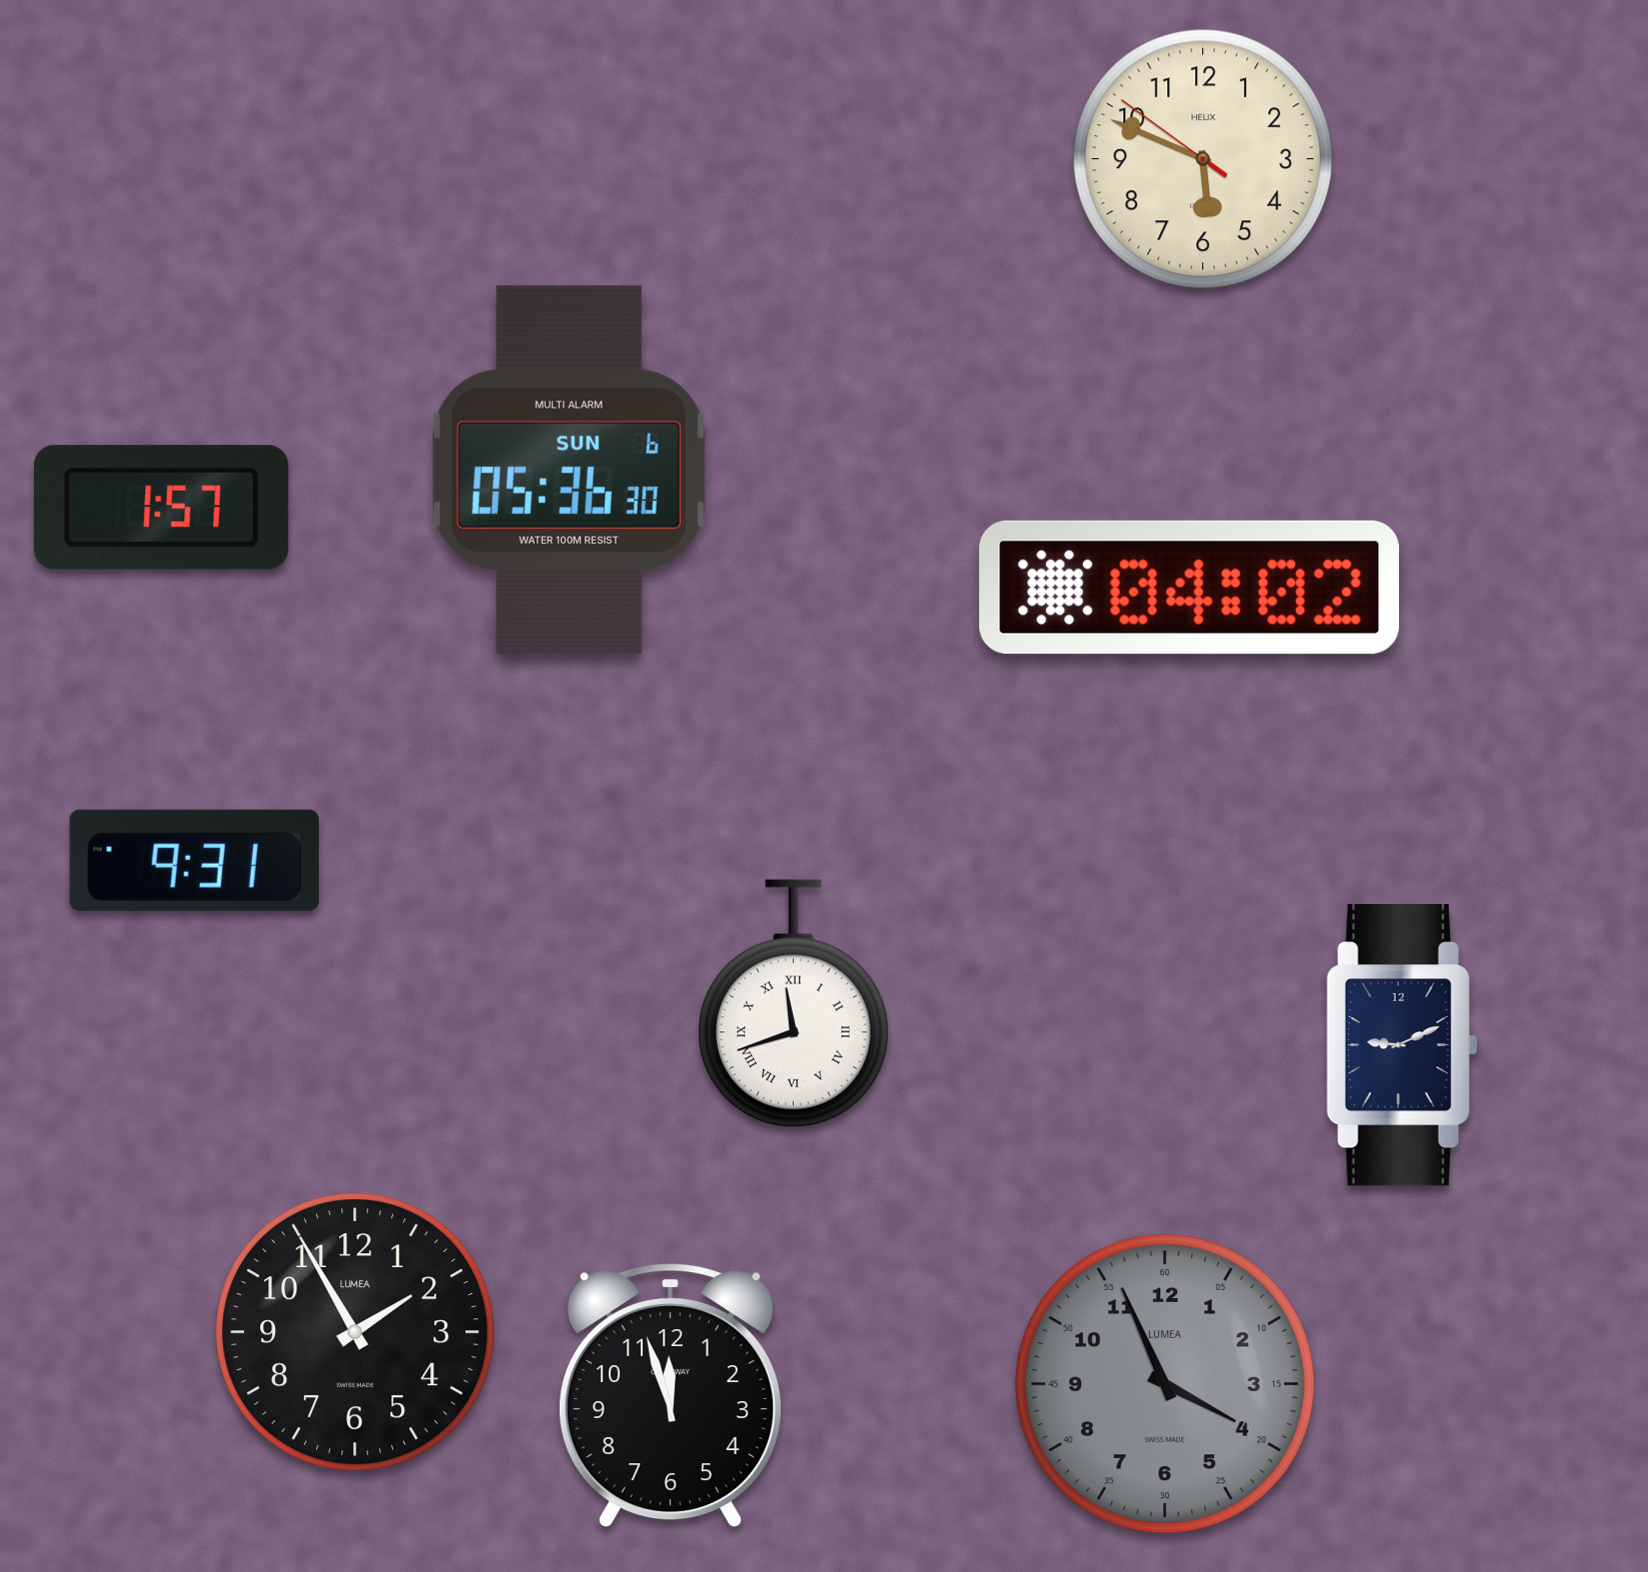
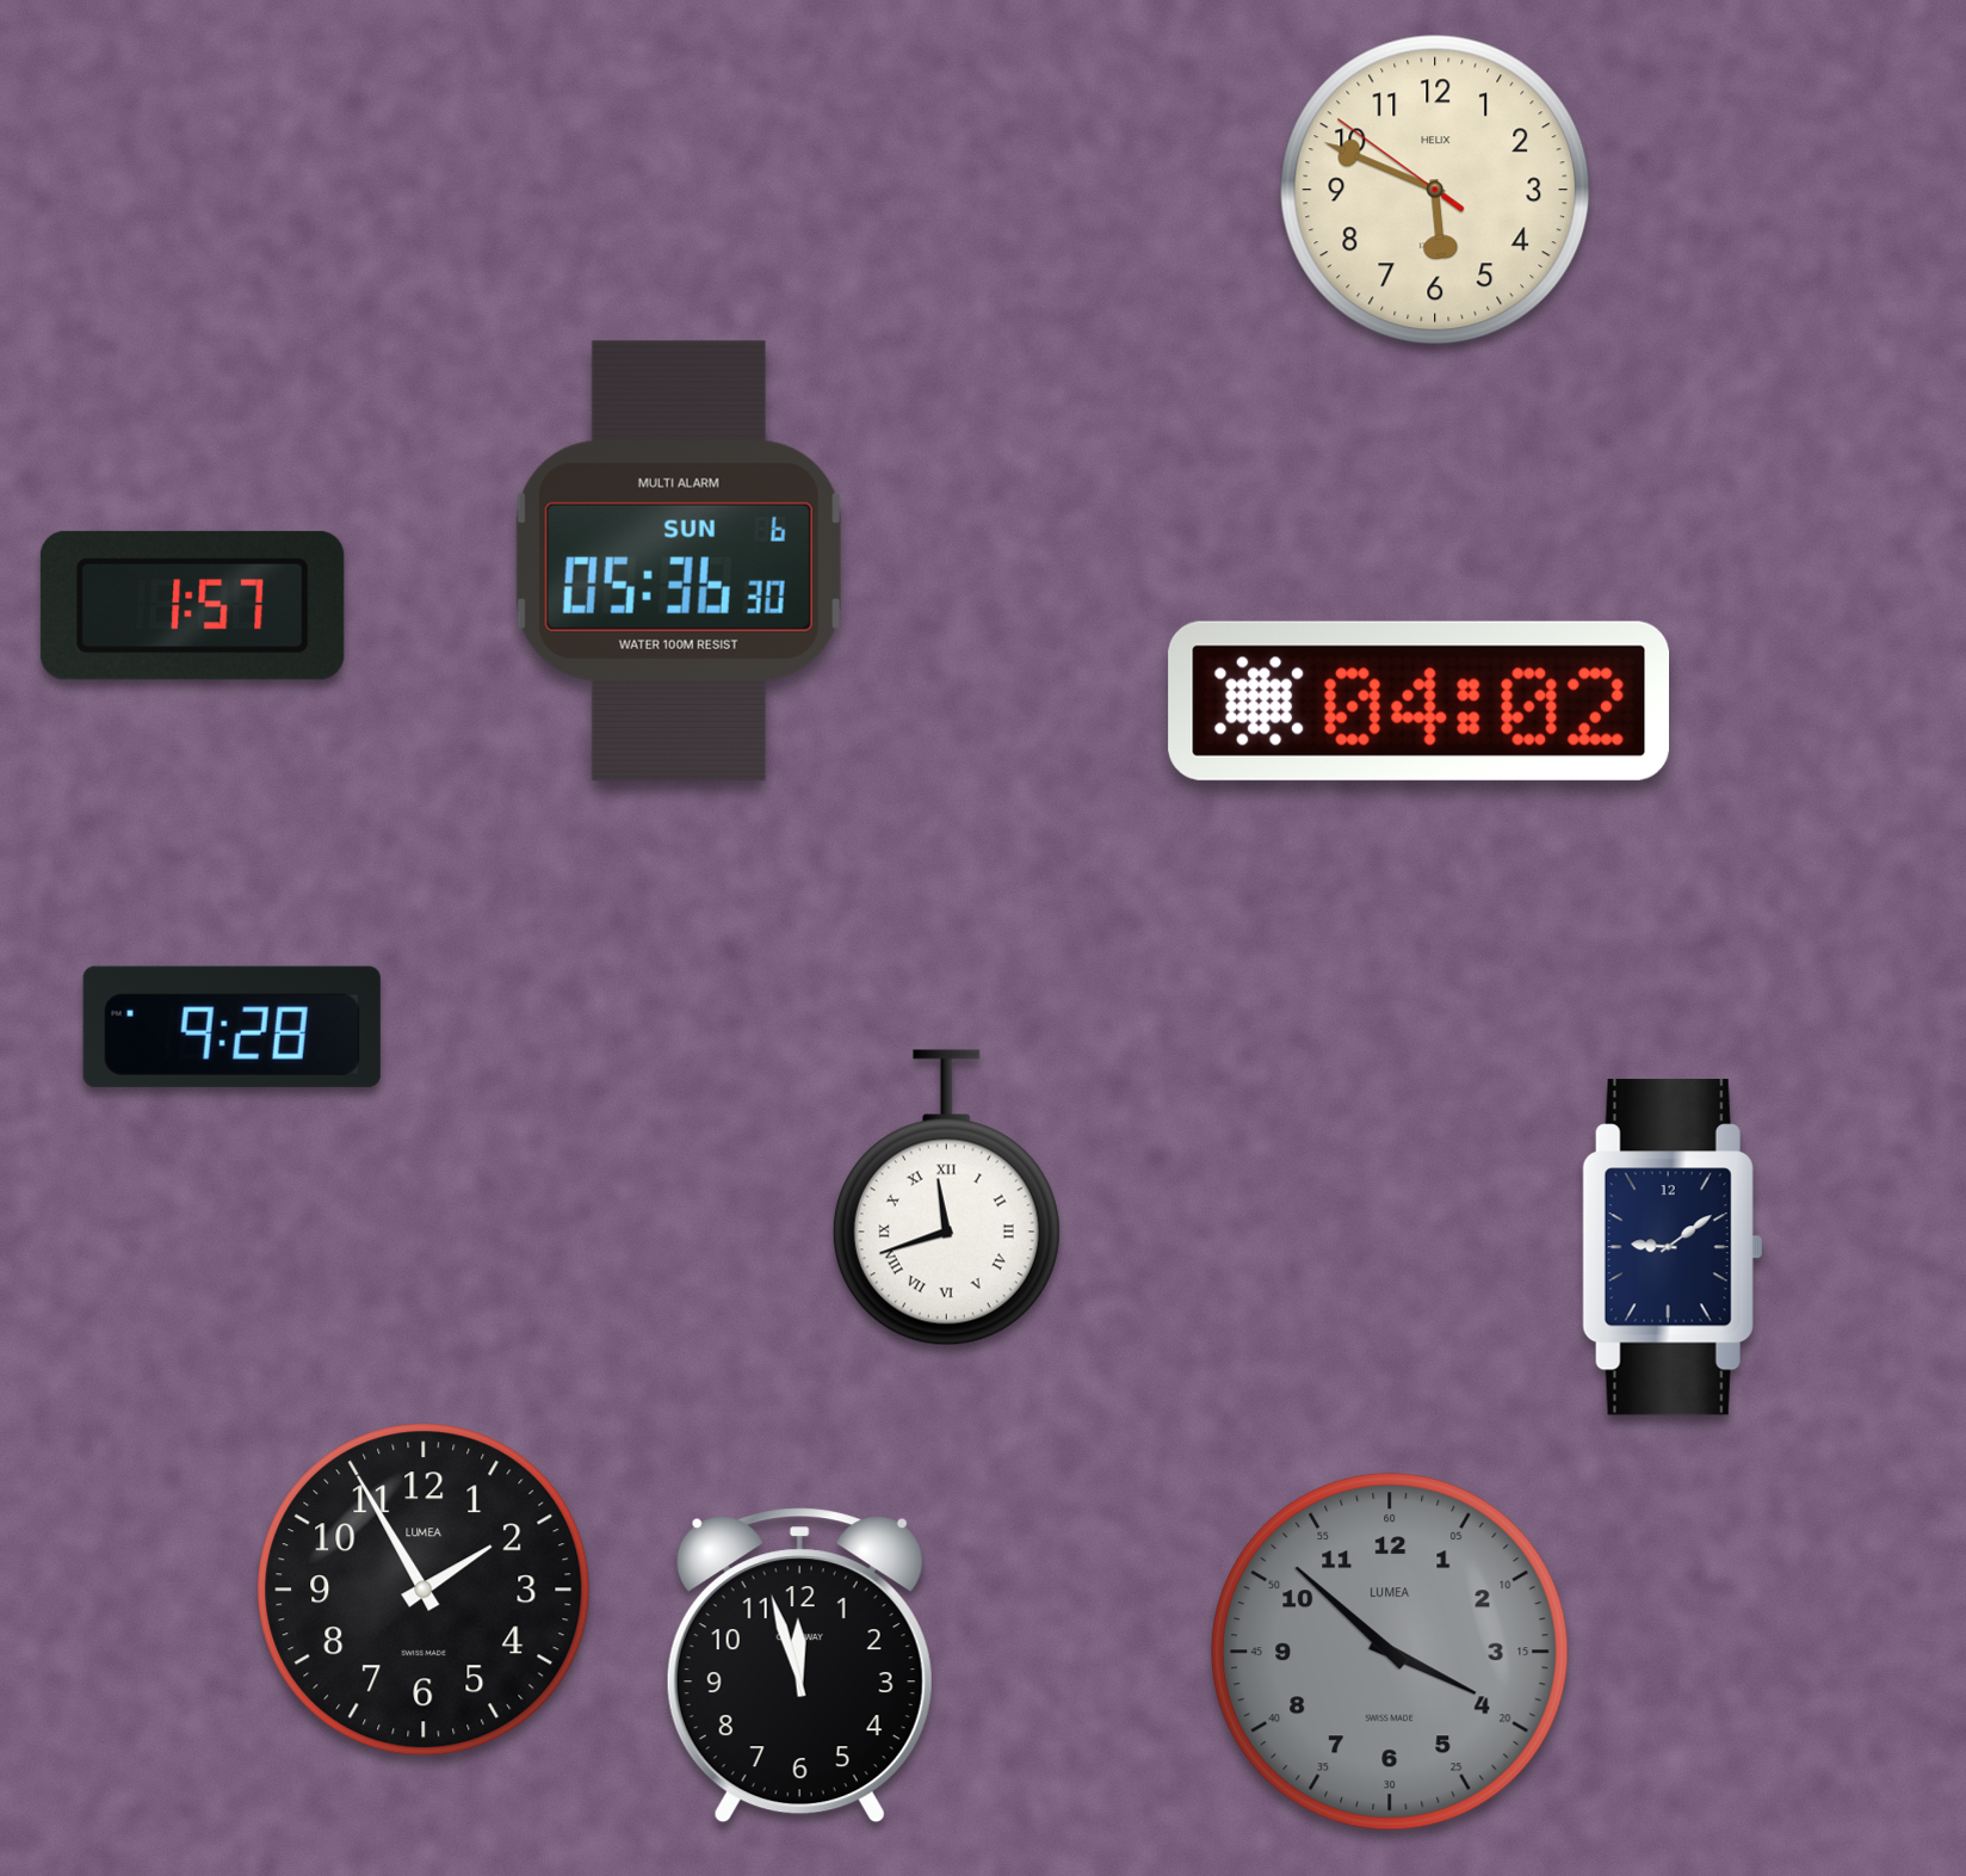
clock at (194, 860): 9:31 -> 9:28
clock at (1402, 1045): 9:11 -> 9:09
clock at (1166, 1385): 3:56 -> 3:52
